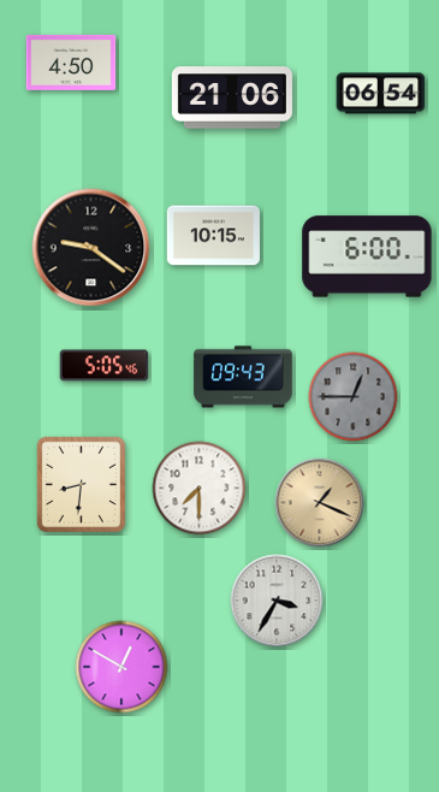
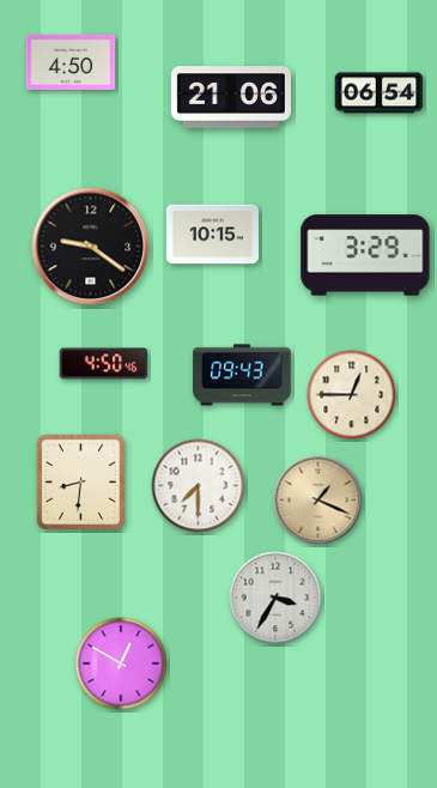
clock at (367, 256): 6:00 -> 3:29
clock at (105, 366): 5:05 -> 4:50
clock at (354, 397) dial: grey -> cream
